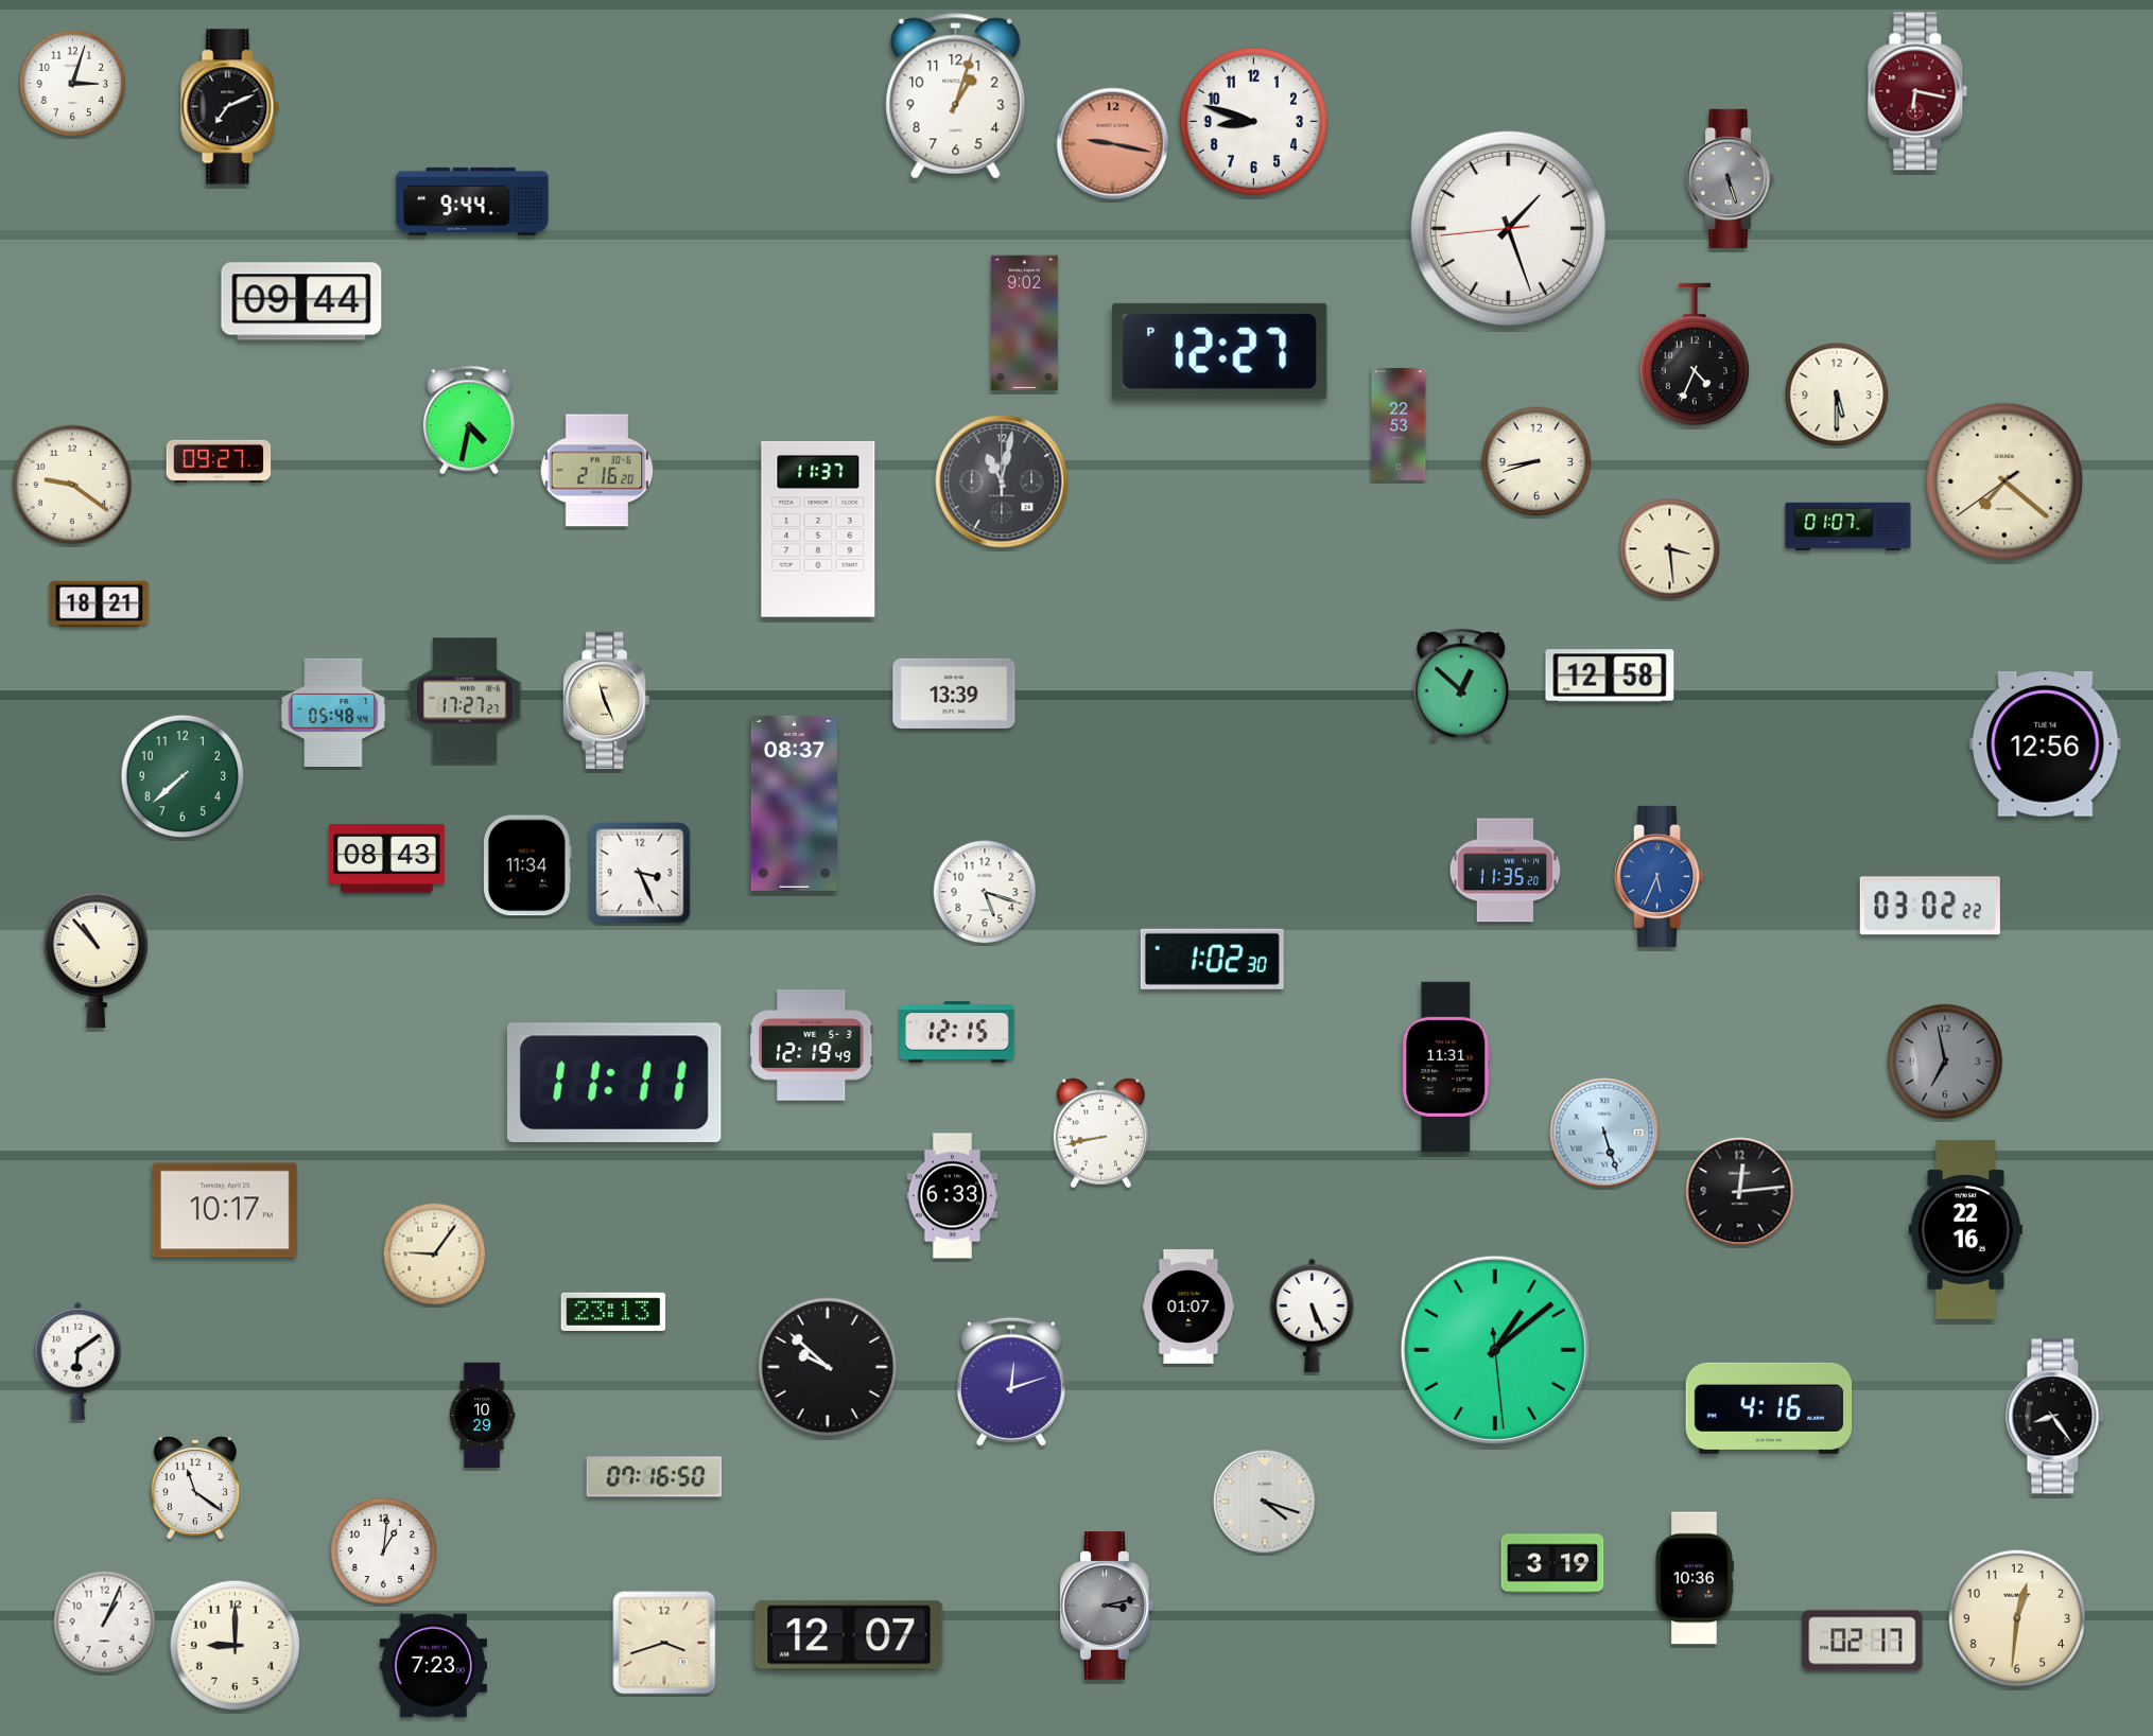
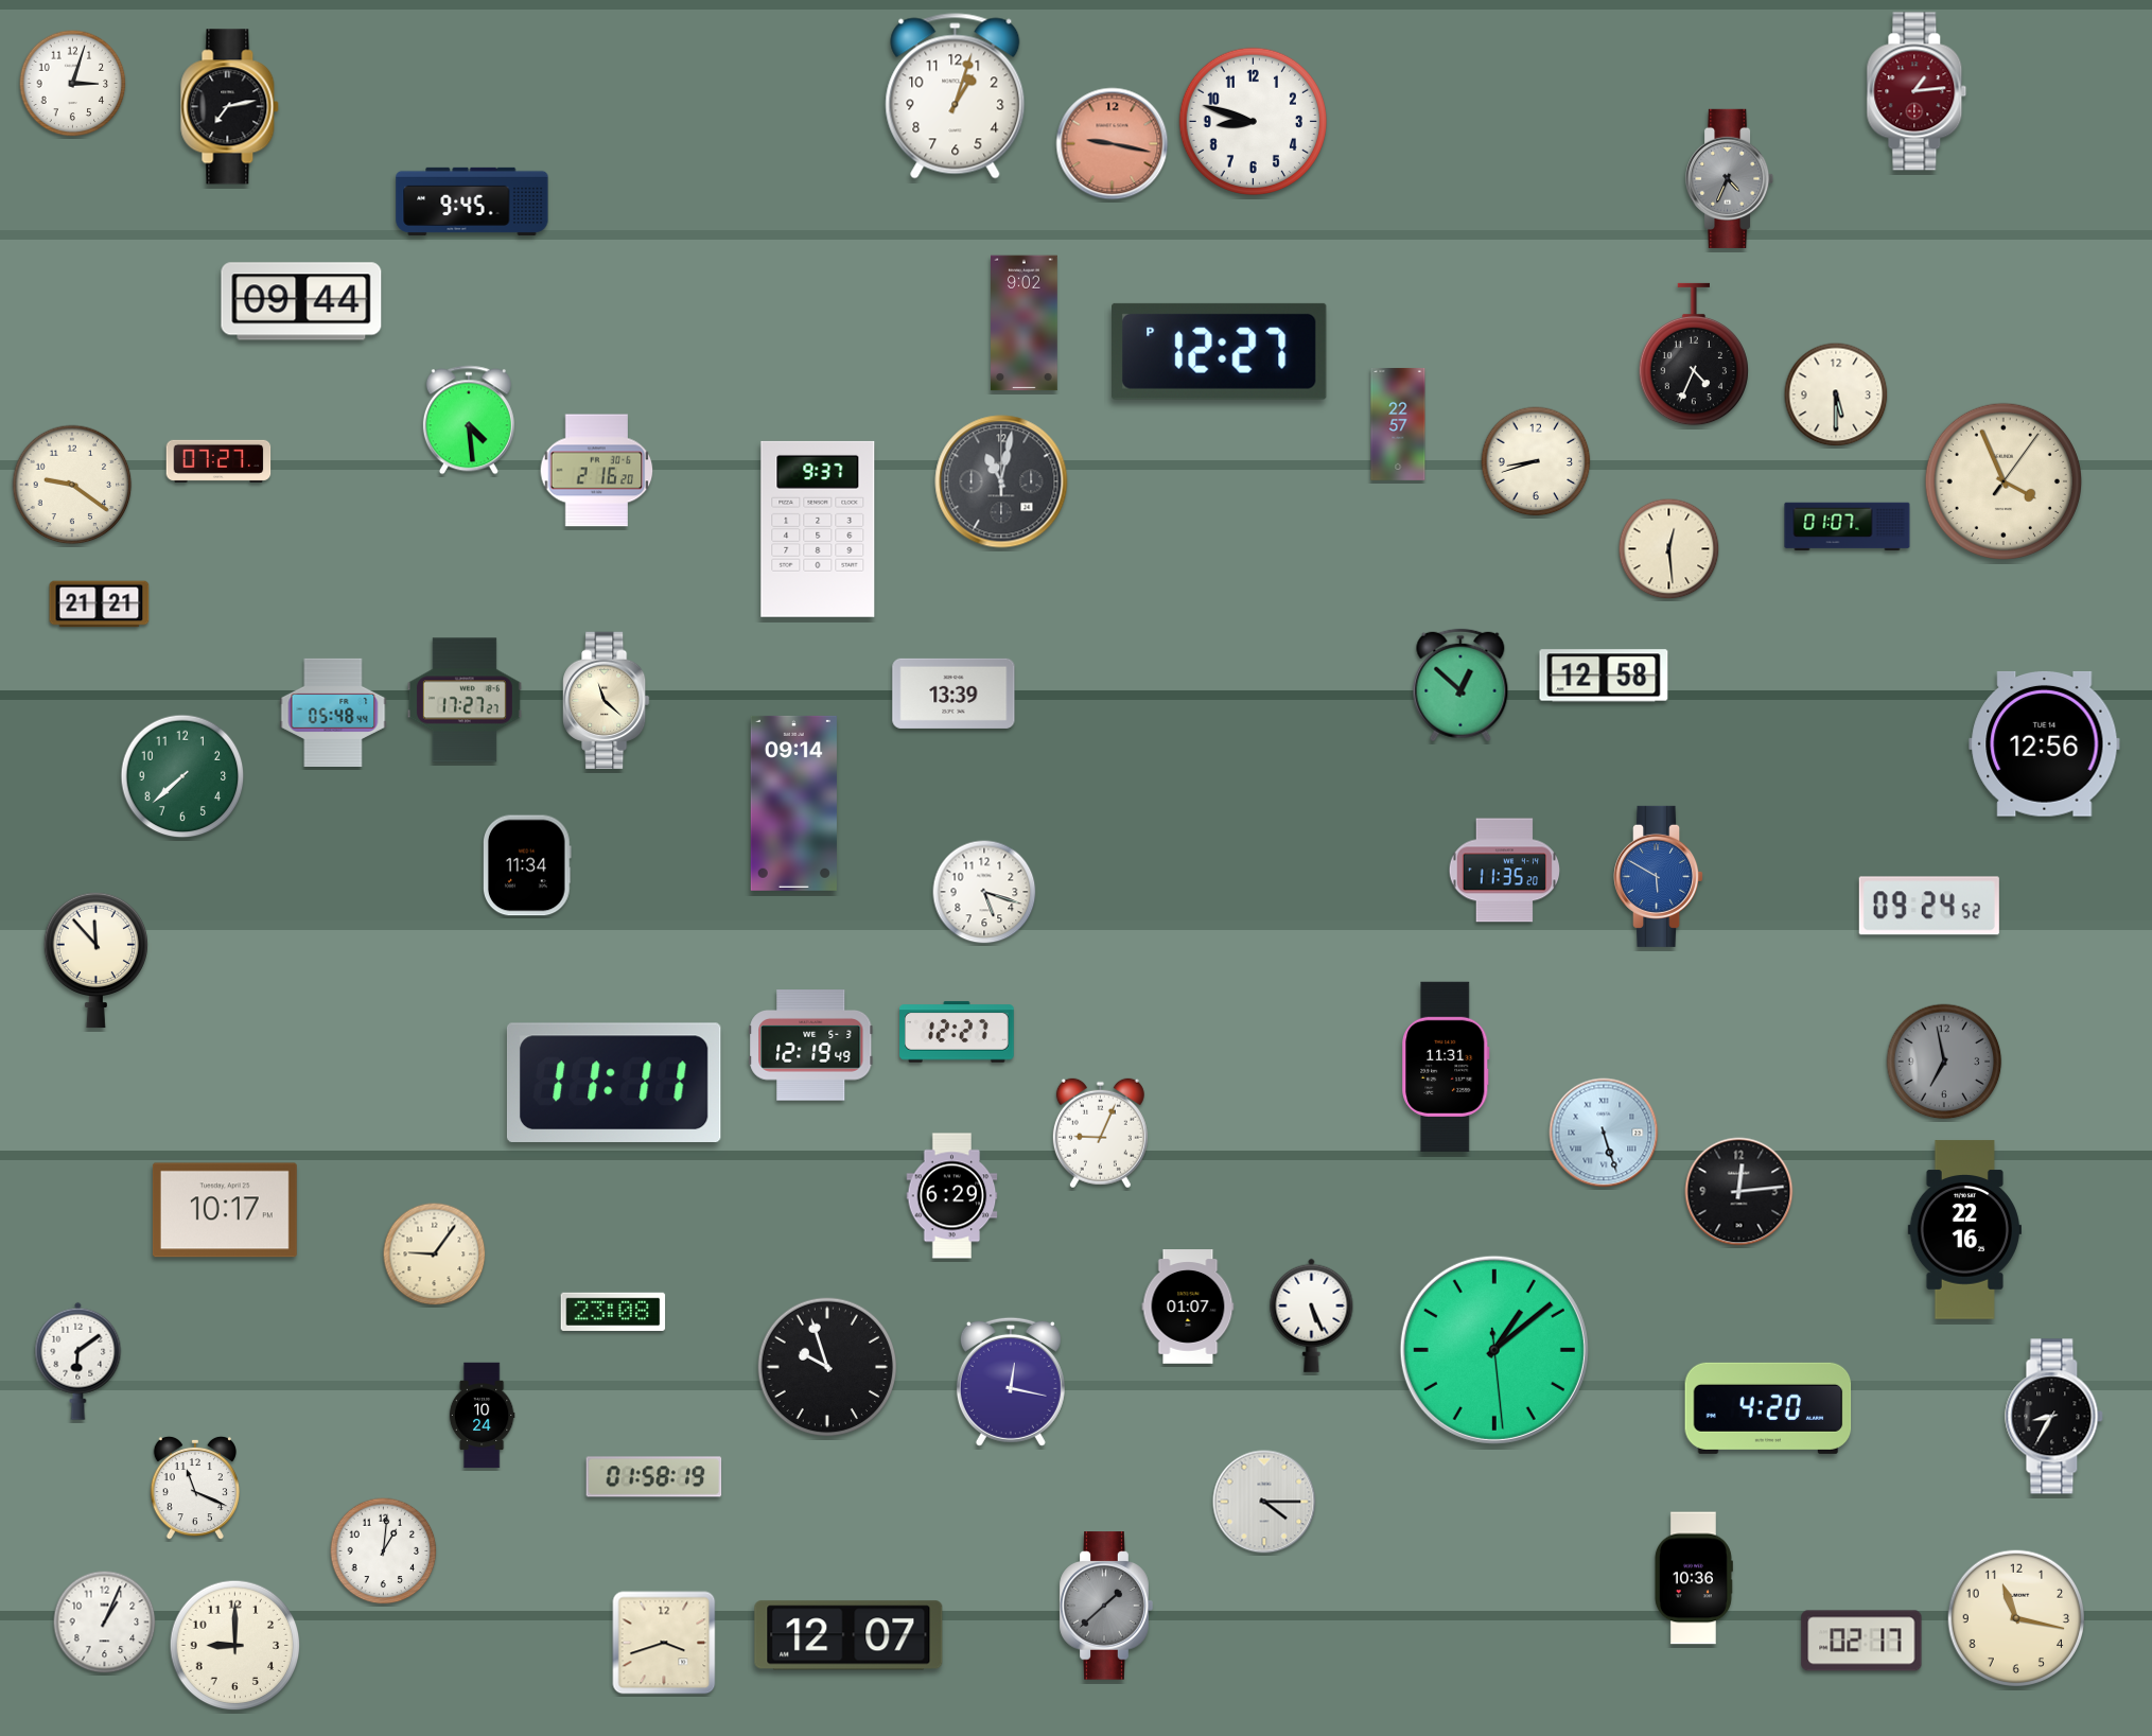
clock at (1917, 91): 6:17 -> 1:14
clock at (230, 107): 7:11 -> 7:13
clock at (1731, 178): 5:27 -> 4:34
clock at (472, 201): 9:44 -> 9:45
clock at (1508, 228): 1:26 -> none
clock at (469, 420): 4:32 -> 4:29
clock at (1399, 424): 22:53 -> 22:57
clock at (219, 461): 09:27 -> 07:27
clock at (2004, 481): 7:21 -> 3:56
clock at (818, 529): 11:37 -> 9:37
clock at (1670, 549): 3:29 -> 12:29
clock at (100, 604): 18:21 -> 21:21
clock at (1610, 676) position: (1610, 676) -> (1604, 676)
clock at (607, 701): 11:26 -> 11:22
clock at (794, 803): 08:37 -> 09:14
clock at (387, 859): 08:43 -> none
clock at (640, 873): 3:26 -> none
clock at (1660, 876): 5:34 -> 5:50
clock at (1930, 906): 03:02 -> 09:24
clock at (1212, 959): 1:02 -> none
clock at (96, 960): 10:53 -> 11:53
clock at (958, 1032): 12:15 -> 12:27
clock at (1100, 1134): 8:43 -> 9:04
clock at (953, 1196): 6:33 -> 6:29
clock at (613, 1312): 23:13 -> 23:08
clock at (828, 1367): 9:52 -> 9:57
clock at (1011, 1382): 12:12 -> 12:17
clock at (1769, 1408): 4:16 -> 4:20
clock at (482, 1416): 10:29 -> 10:24
clock at (2055, 1417): 8:24 -> 8:35
clock at (655, 1477): 07:16 -> 01:58
clock at (194, 1488): 11:21 -> 11:19
clock at (1265, 1502): 4:18 -> 4:15
clock at (1552, 1563): 3:19 -> none
clock at (1107, 1606): 3:13 -> 1:38
clock at (2017, 1618): 12:31 -> 11:17
clock at (433, 1666): 7:23 -> none
